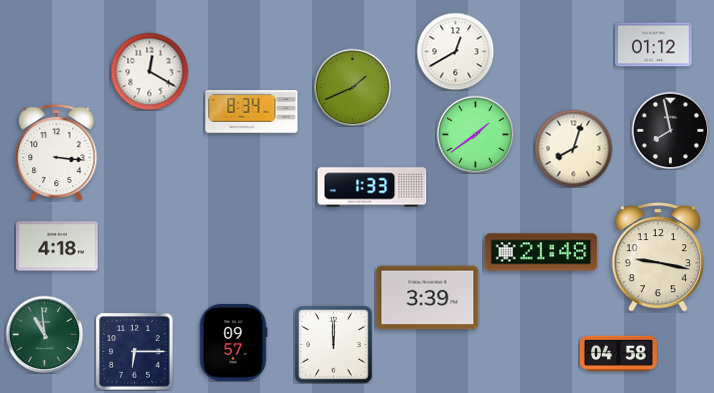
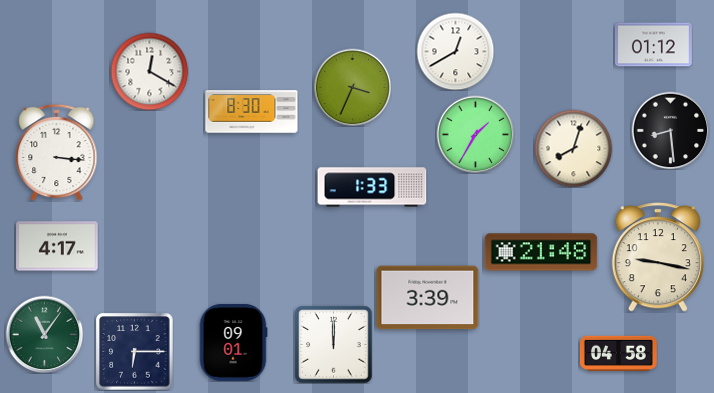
clock at (352, 87): 1:41 -> 3:34
clock at (252, 112): 8:34 -> 8:30
clock at (670, 130): 7:58 -> 8:29
clock at (475, 134): 1:39 -> 1:35
clock at (57, 246): 4:18 -> 4:17
clock at (44, 334): 10:59 -> 11:06
clock at (233, 342): 09:57 -> 09:01
